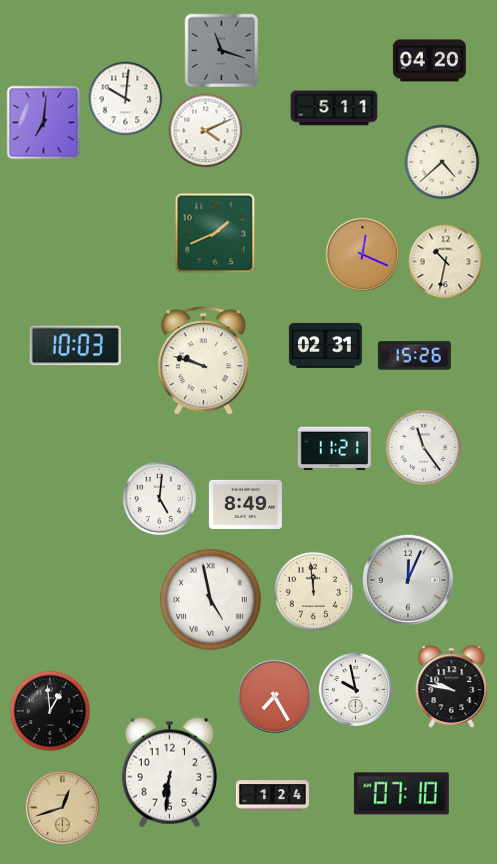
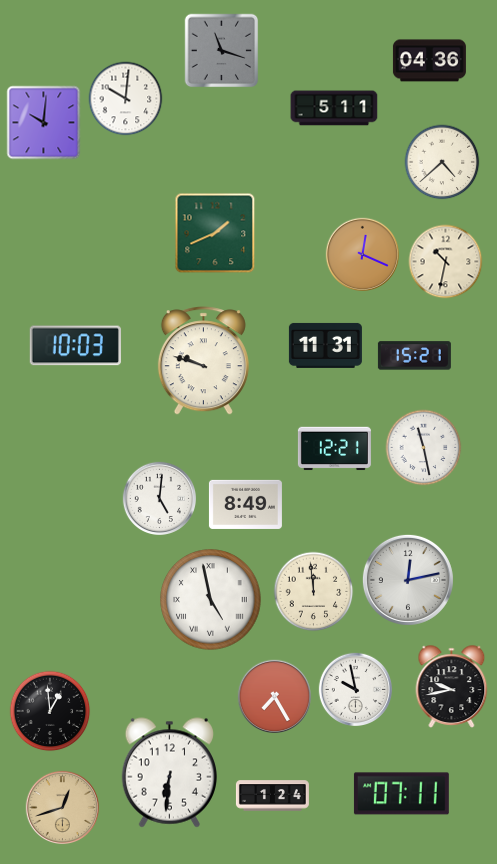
clock at (429, 61): 04:20 -> 04:36
clock at (44, 123): 7:01 -> 10:01
clock at (206, 131): 4:11 -> none
clock at (325, 345): 02:31 -> 11:31
clock at (414, 356): 15:26 -> 15:21
clock at (424, 448): 11:24 -> 11:28
clock at (334, 449): 11:21 -> 12:21
clock at (408, 580): 12:04 -> 12:13
clock at (452, 687): 9:47 -> 9:43
clock at (401, 794): 07:10 -> 07:11
